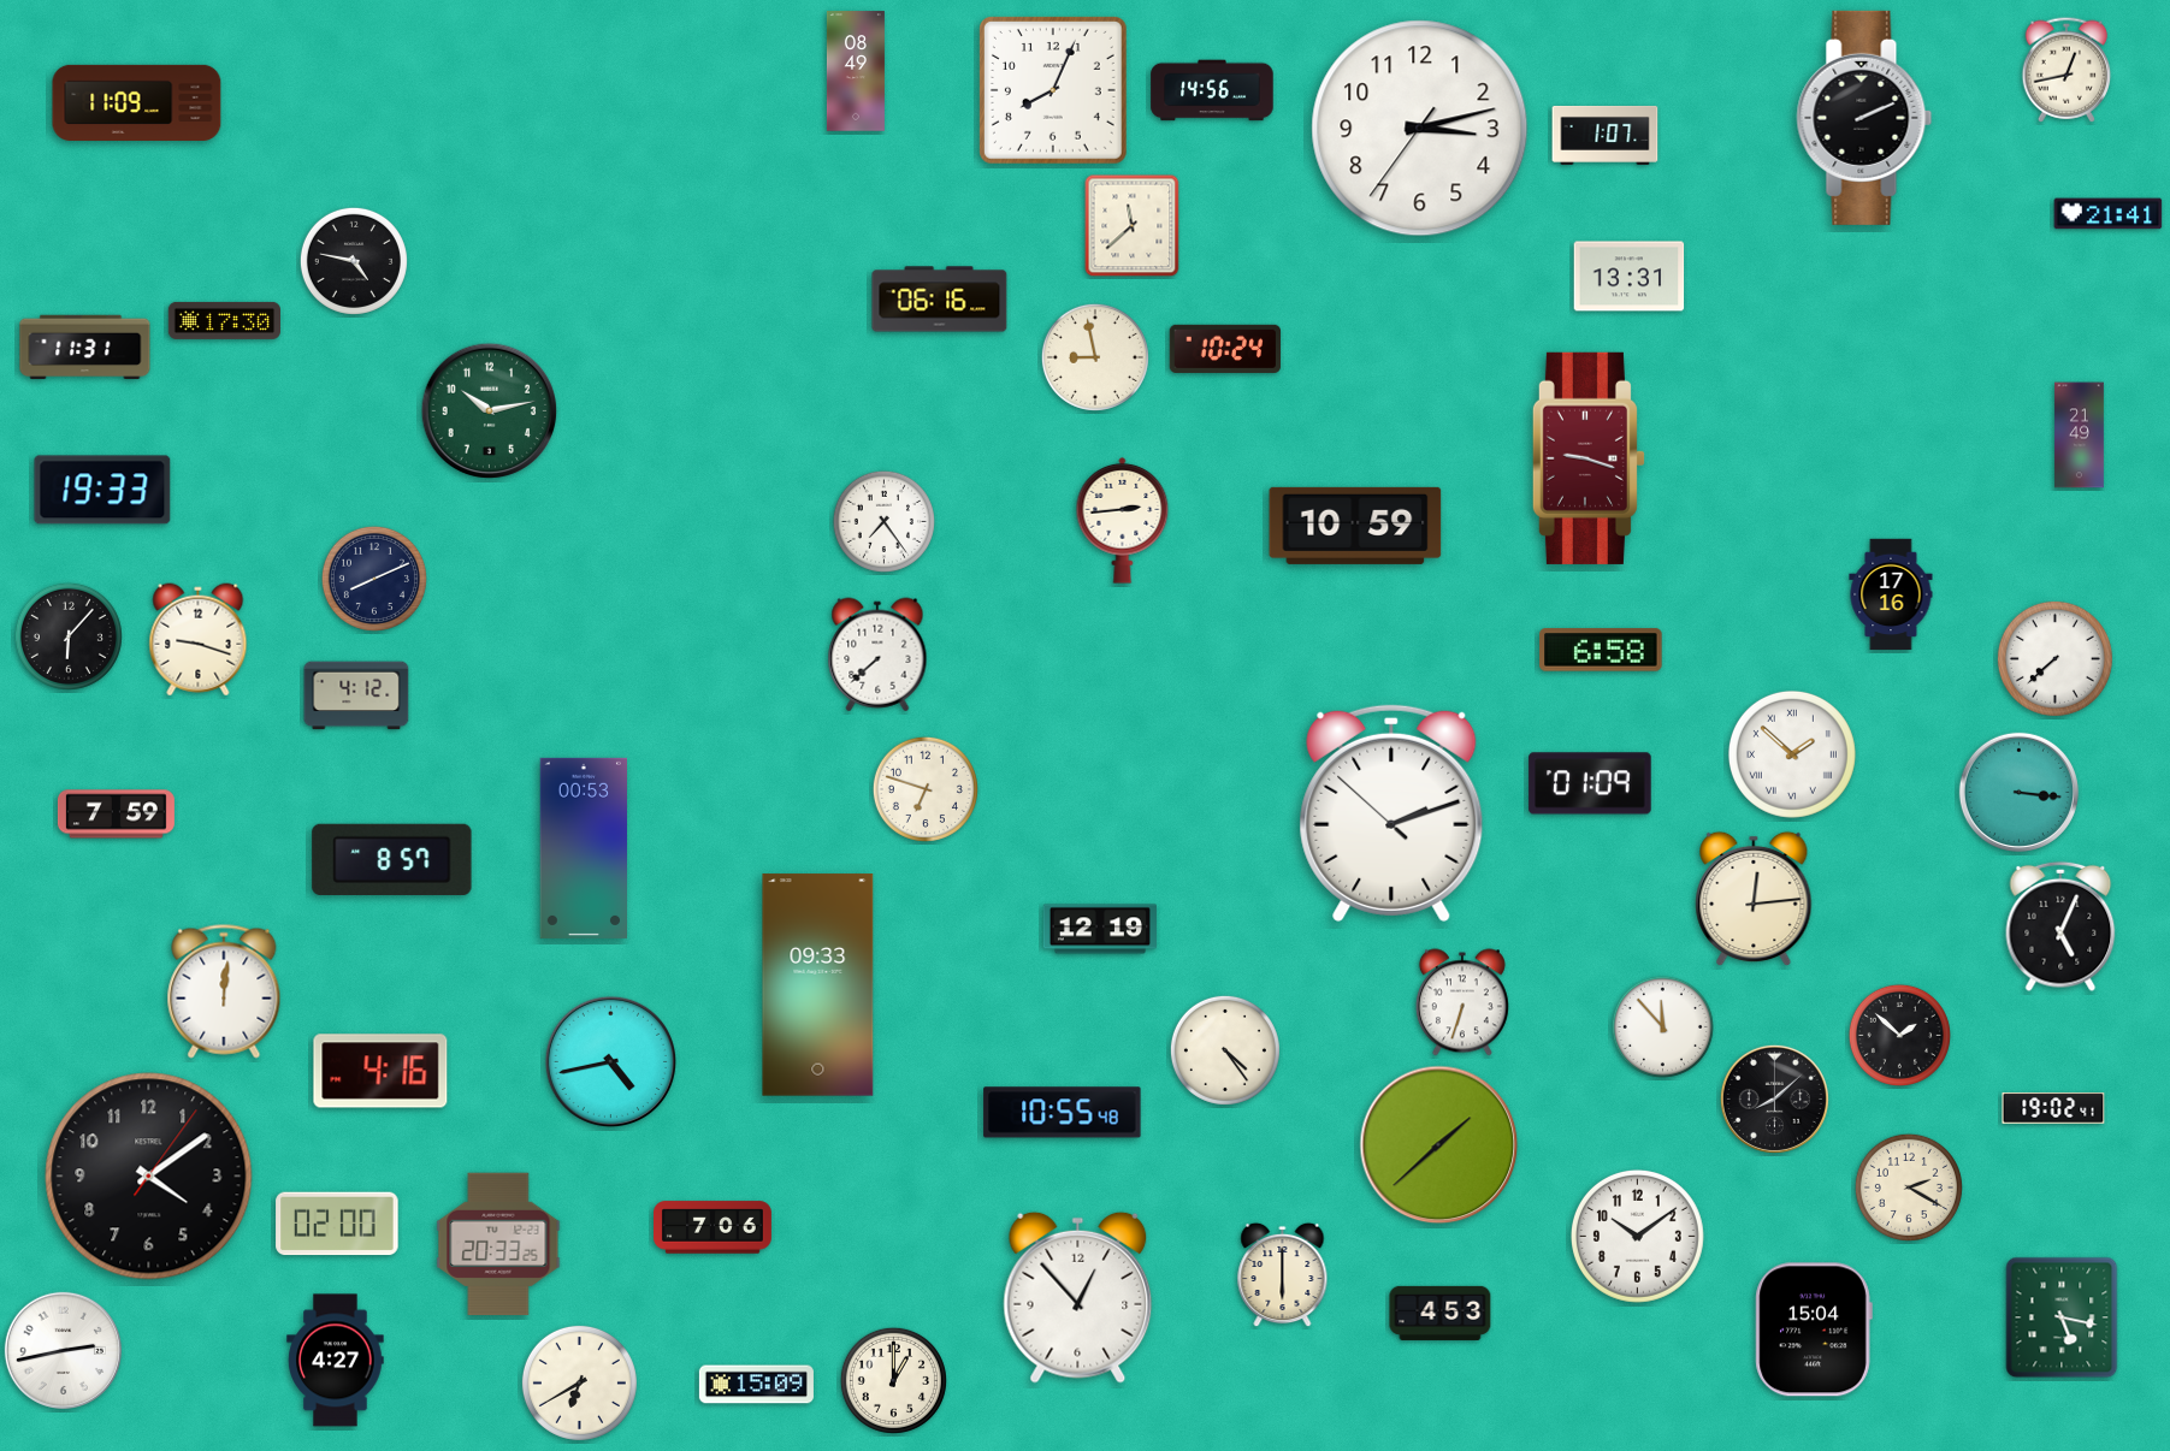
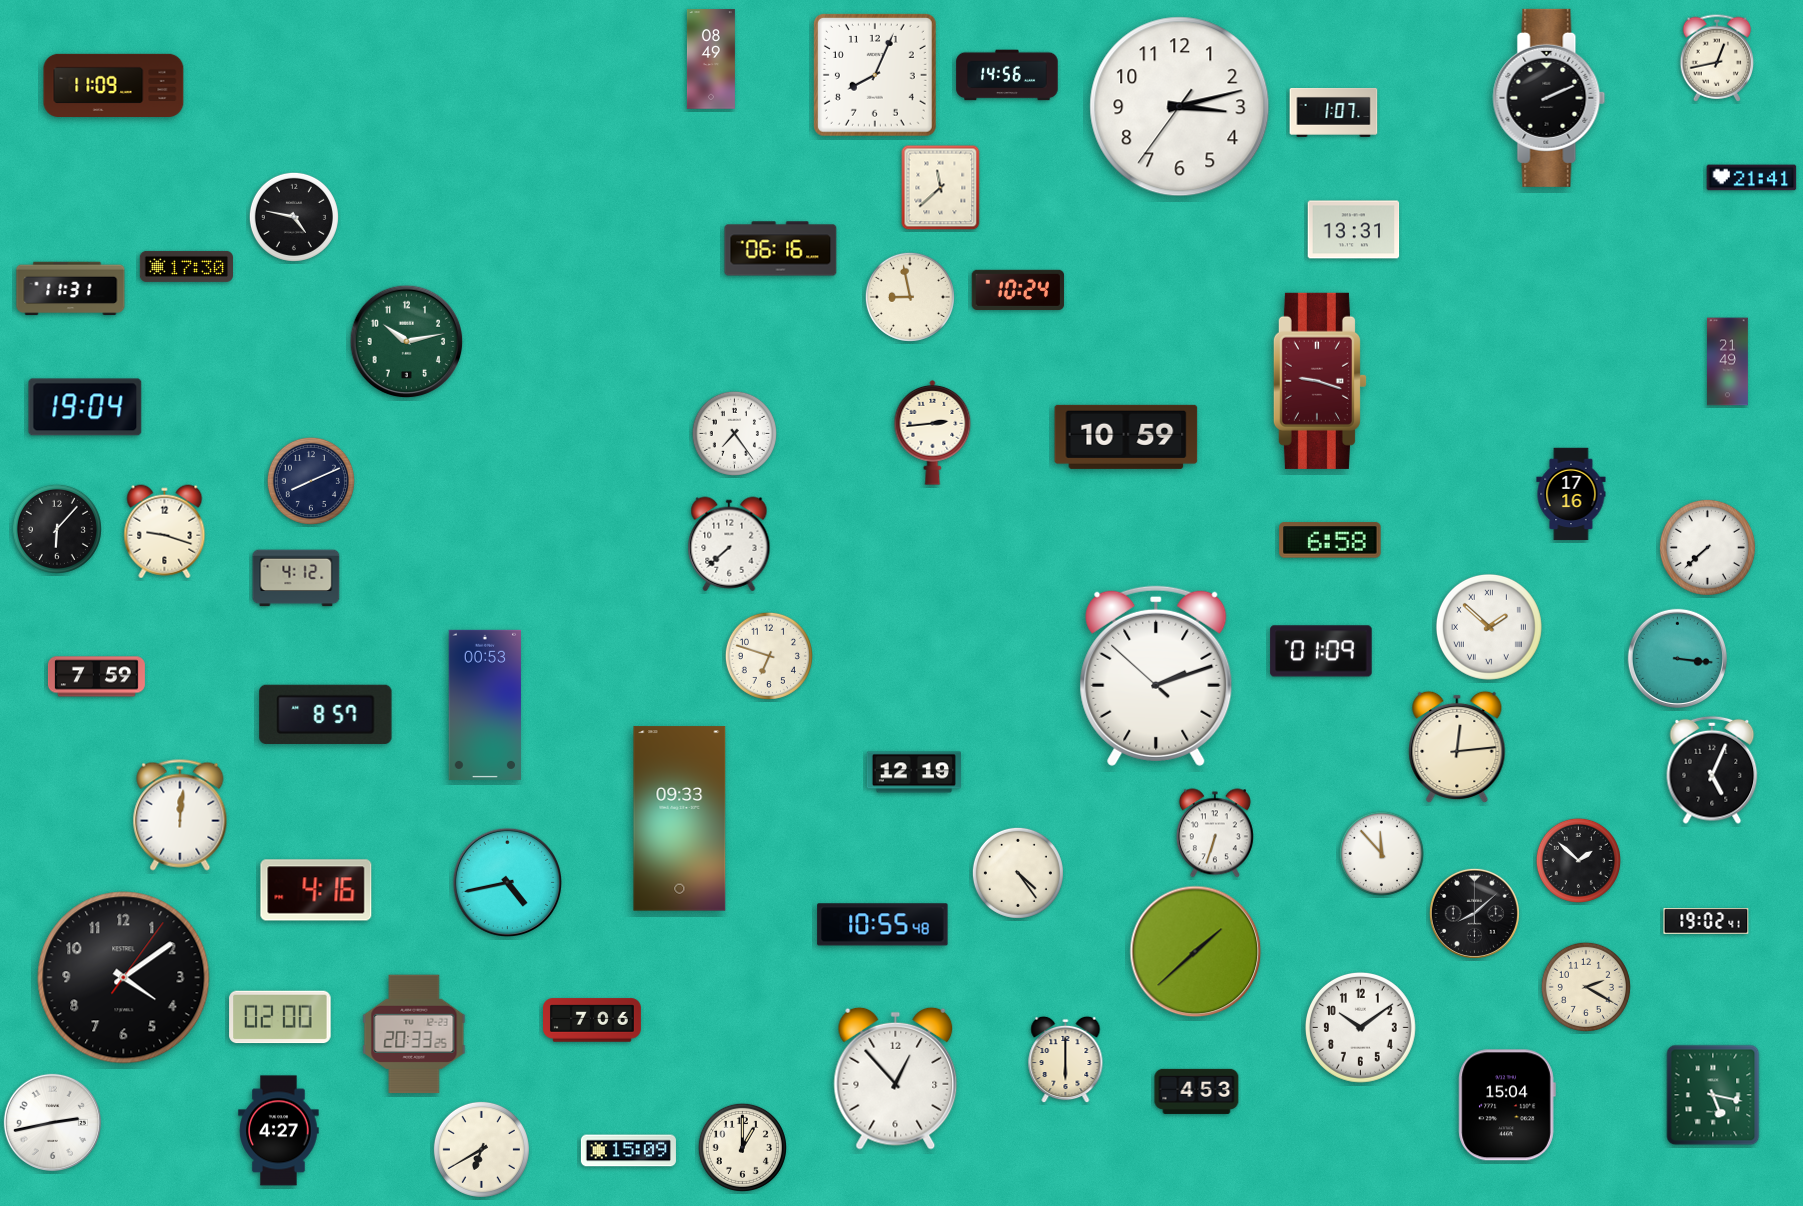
clock at (102, 490): 19:33 -> 19:04
clock at (224, 991) position: (224, 991) -> (180, 815)
